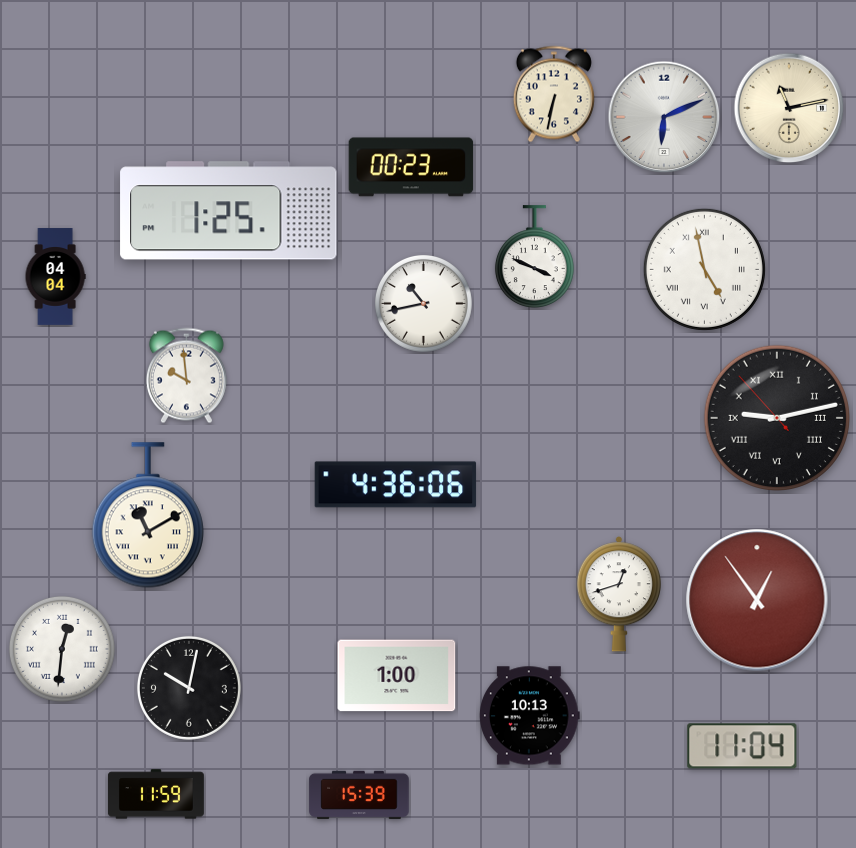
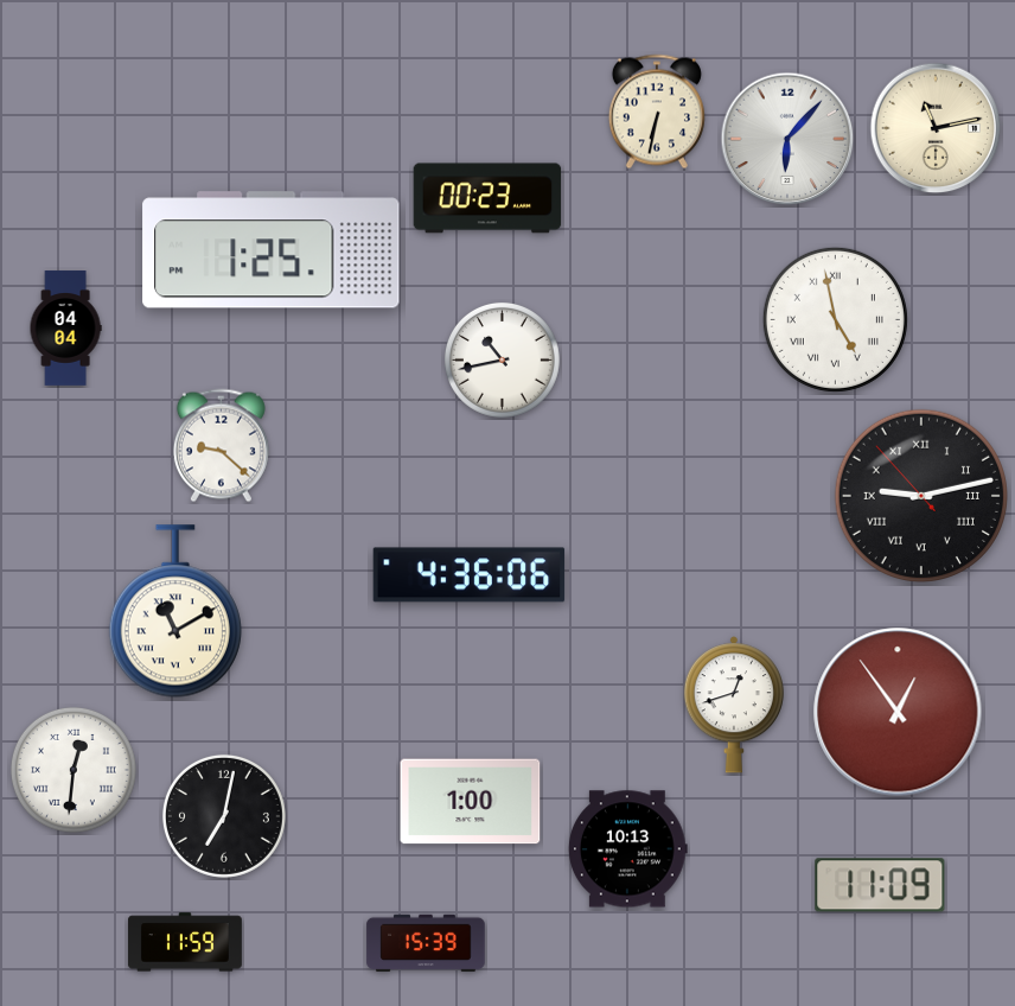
clock at (664, 117): 6:11 -> 6:07
clock at (534, 257): 3:49 -> none
clock at (186, 376): 9:59 -> 9:22
clock at (189, 688): 10:02 -> 7:02
clock at (742, 746): 11:04 -> 11:09
